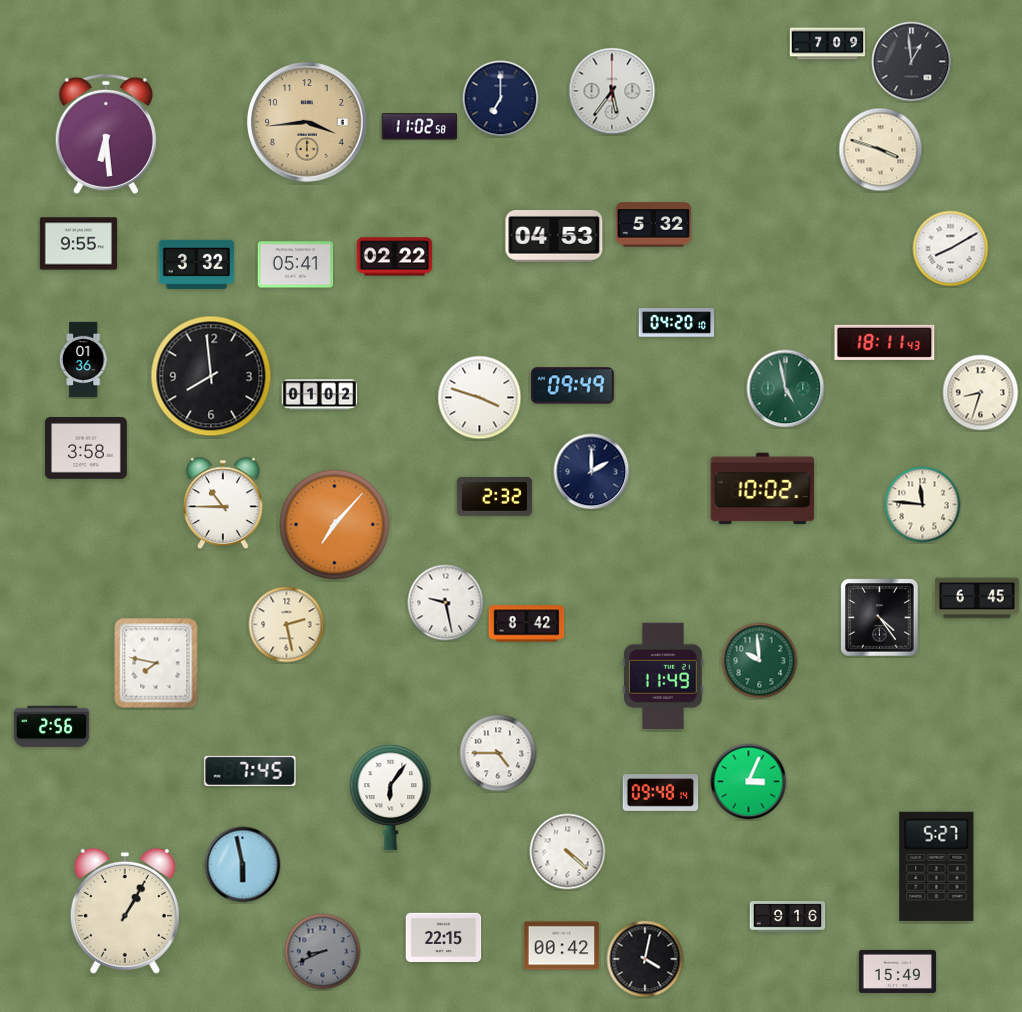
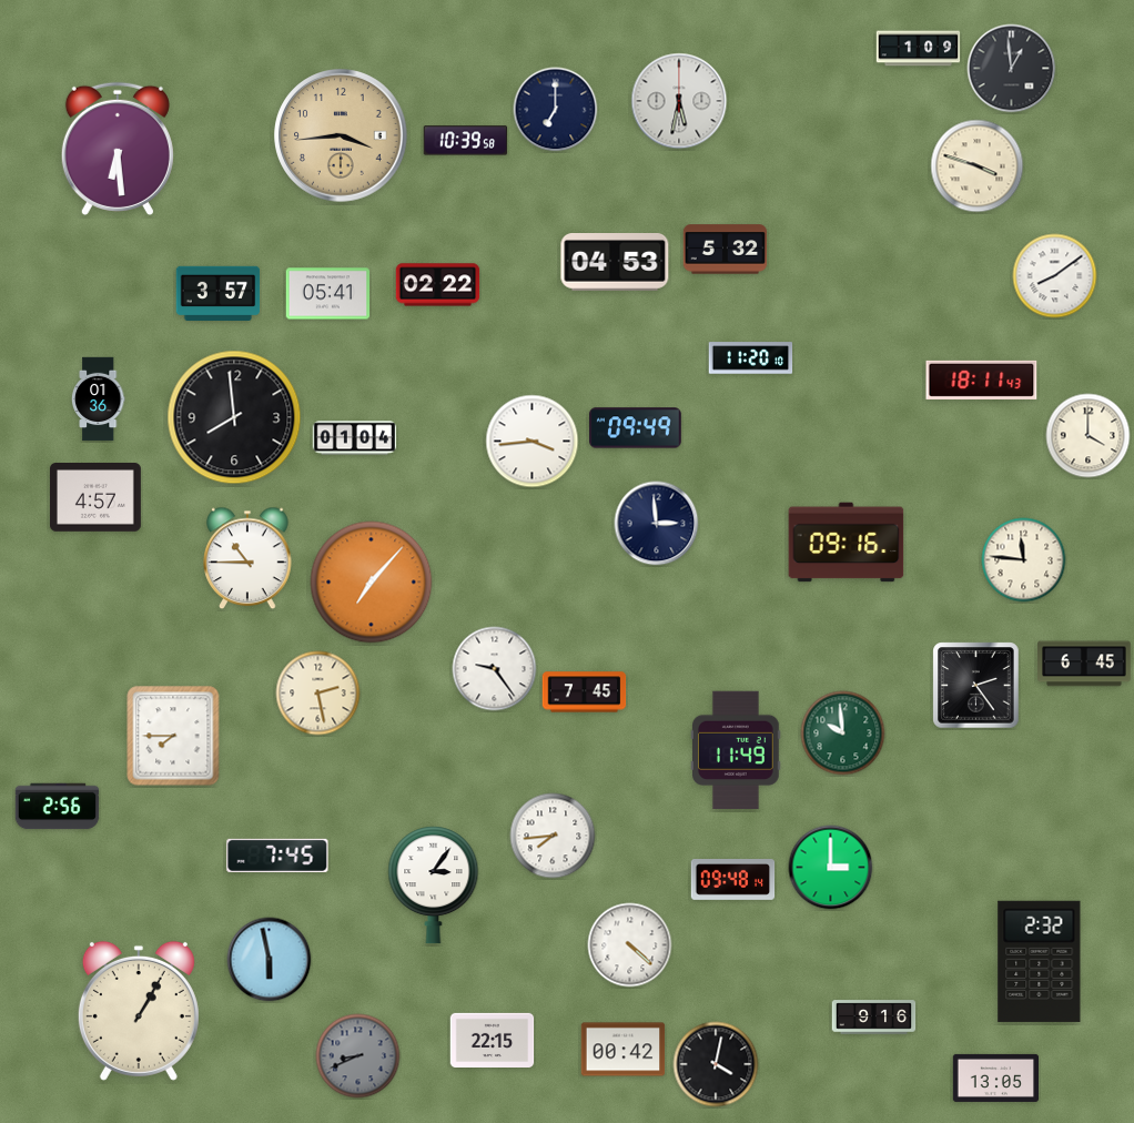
clock at (828, 44): 7:09 -> 1:09
clock at (612, 91): 5:36 -> 5:32
clock at (420, 127): 11:02 -> 10:39
clock at (78, 244): 9:55 -> none
clock at (951, 249): 8:10 -> 8:09
clock at (197, 264): 3:32 -> 3:57
clock at (677, 323): 04:20 -> 11:20
clock at (83, 360) position: (83, 360) -> (98, 399)
clock at (786, 389): 4:58 -> none
clock at (981, 393): 8:33 -> 4:00
clock at (320, 395): 01:02 -> 01:04
clock at (480, 398): 3:48 -> 3:44
clock at (86, 449): 3:58 -> 4:57
clock at (592, 472): 2:00 -> 2:59
clock at (763, 489): 10:02 -> 09:16
clock at (495, 496): 2:32 -> none
clock at (446, 603): 9:28 -> 9:24
clock at (880, 618): 4:24 -> 2:24
clock at (527, 624): 8:42 -> 7:45
clock at (156, 663): 7:47 -> 7:45
clock at (498, 753): 4:45 -> 7:44
clock at (749, 782): 3:04 -> 3:00
clock at (391, 798): 6:06 -> 3:06
clock at (937, 866): 5:27 -> 2:32
clock at (897, 971): 15:49 -> 13:05
